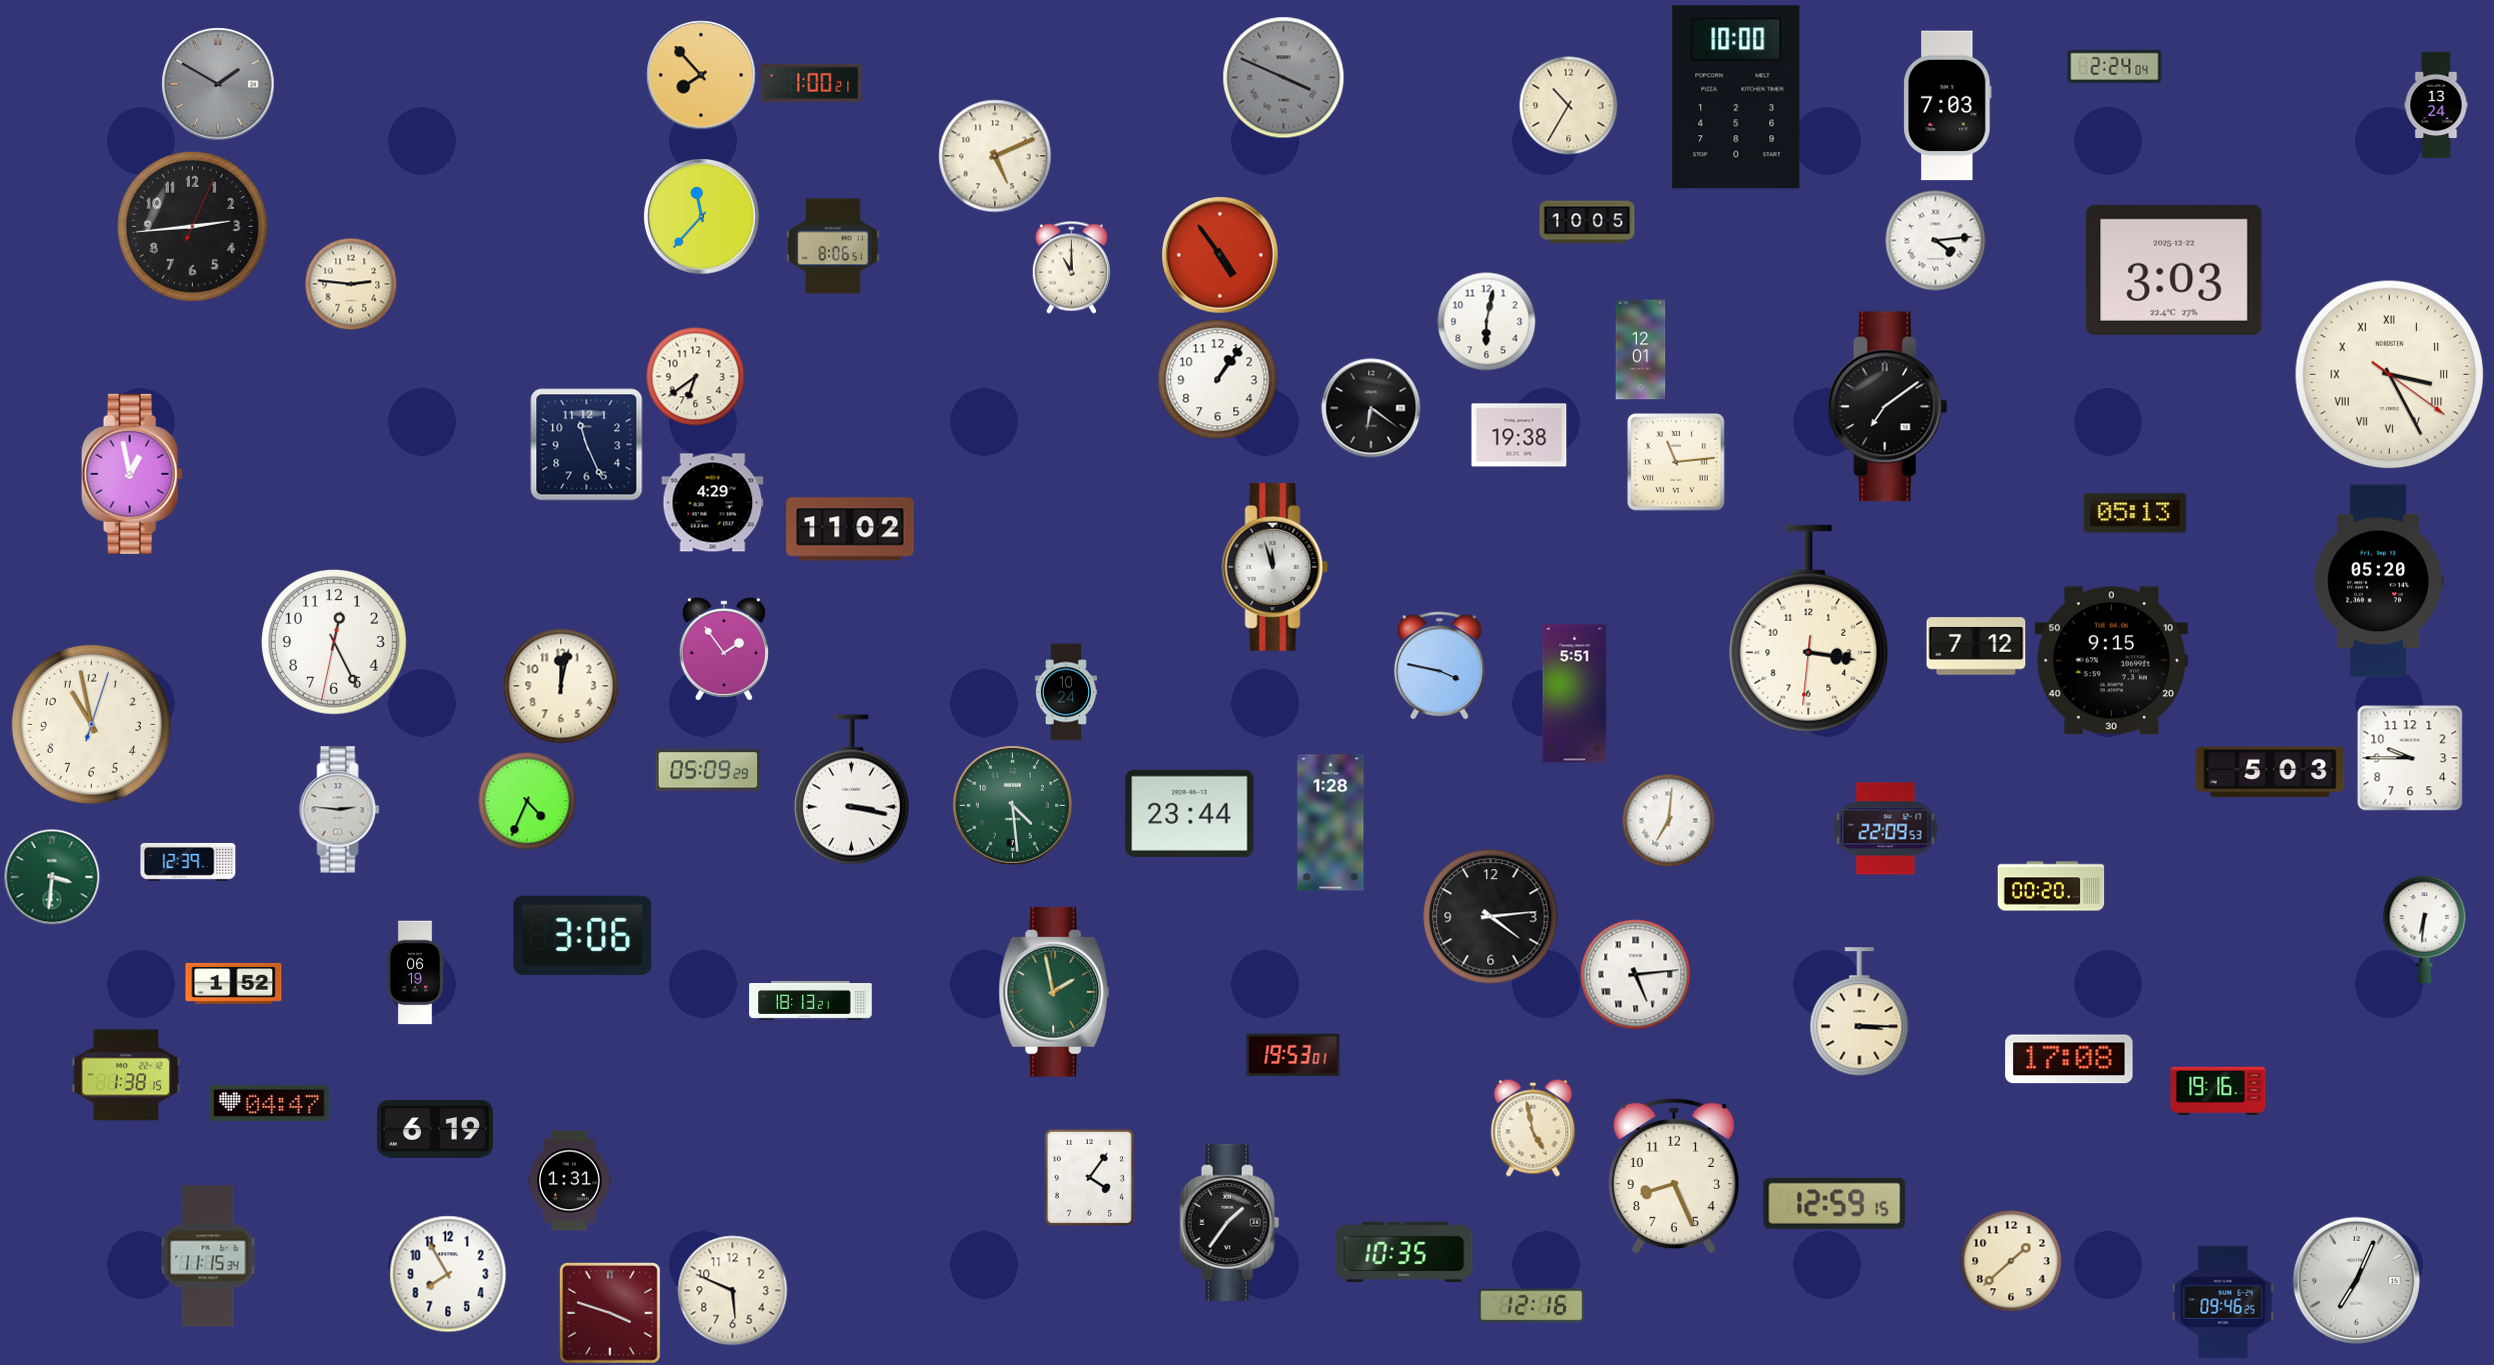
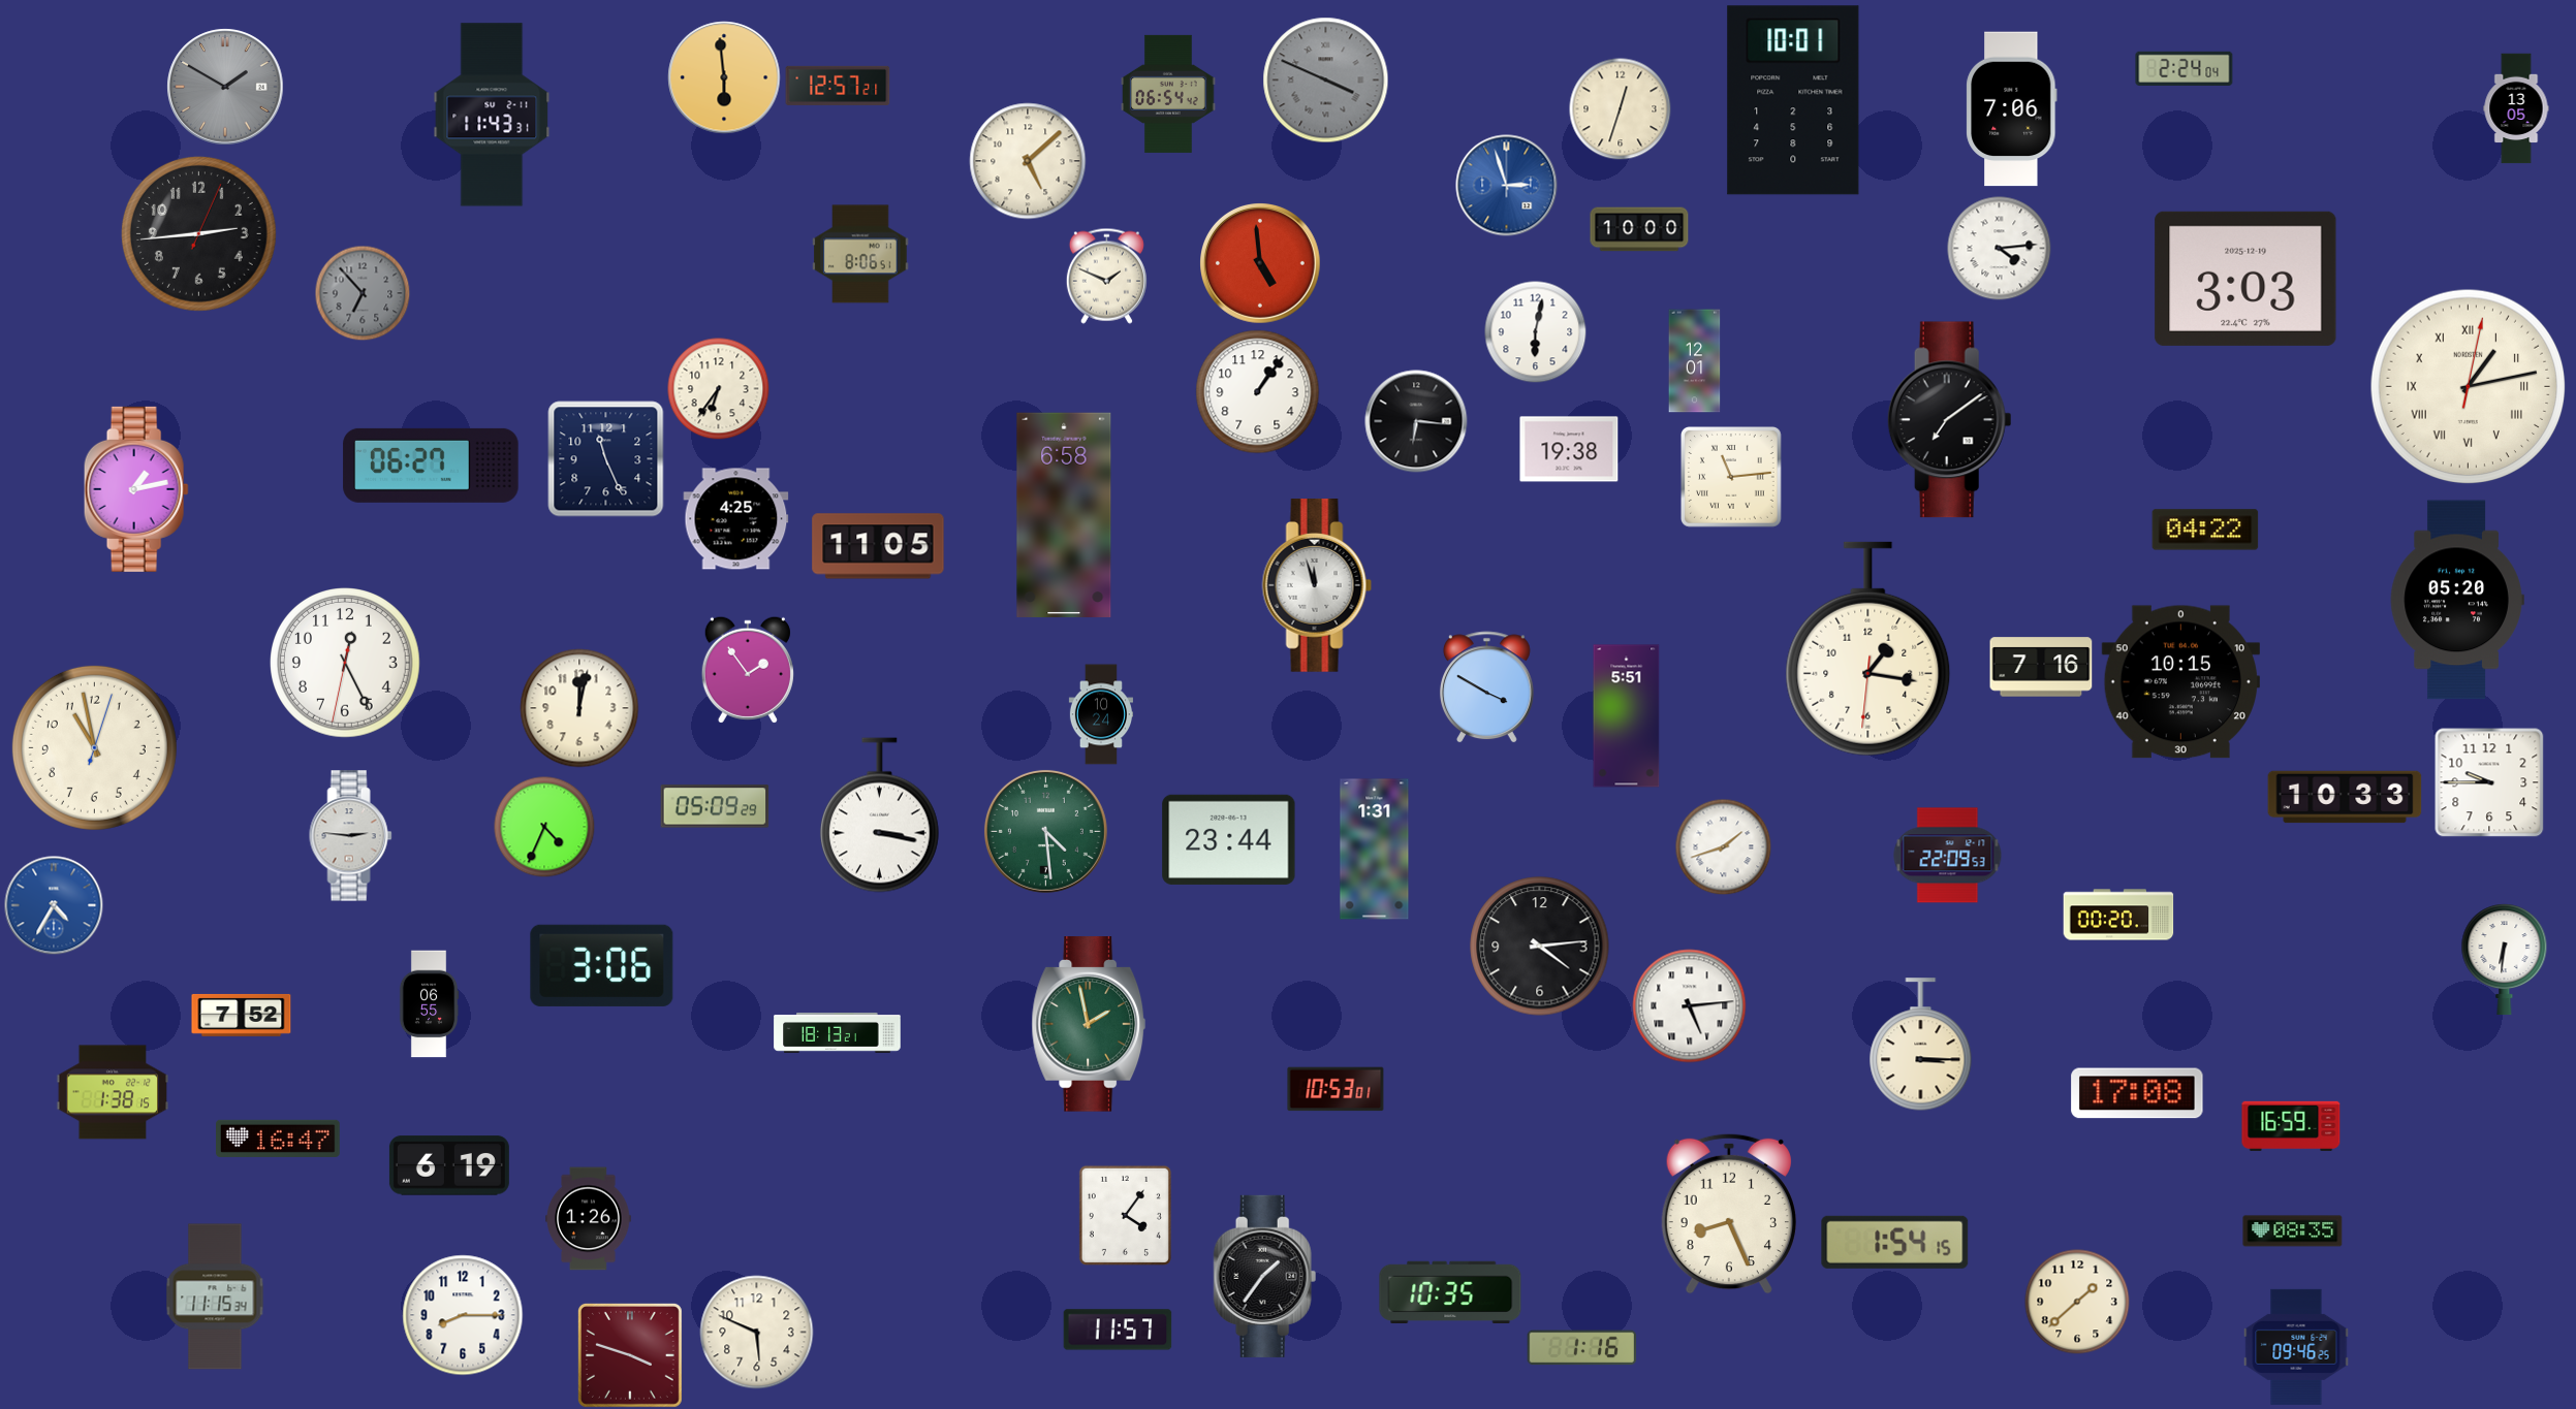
clock at (701, 75): 7:53 -> 5:59
clock at (811, 83): 1:00 -> 12:57
clock at (1168, 94): none -> 06:54
clock at (1736, 97): 10:00 -> 10:01
clock at (2436, 105): 13:24 -> 13:05
clock at (1569, 106): 10:35 -> 12:33
clock at (1948, 106): 7:03 -> 7:06
clock at (492, 115): none -> 11:43
clock at (995, 156): 5:11 -> 5:08
clock at (1507, 186): none -> 2:57
clock at (702, 217): 11:37 -> none
clock at (1587, 222): 10:05 -> 10:00
clock at (1221, 256): 4:54 -> 4:59
clock at (1071, 267): 11:00 -> 1:49
clock at (2174, 270) date: 2025-12-22 -> 2025-12-19
clock at (351, 284): 2:46 -> 6:53
clock at (351, 284) dial: cream -> grey
clock at (2390, 375): 3:25 -> 1:13
clock at (696, 377): 6:39 -> 6:36
clock at (1371, 408): 6:21 -> 6:16
clock at (431, 466): none -> 06:27
clock at (132, 474): 12:58 -> 1:13
clock at (1064, 515): none -> 6:58
clock at (713, 503): 4:29 -> 4:25
clock at (2135, 513): 05:13 -> 04:22
clock at (850, 529): 11:02 -> 11:05
clock at (1809, 629): 3:16 -> 1:16
clock at (1976, 646): 7:12 -> 7:16
clock at (2111, 661): 9:15 -> 10:15
clock at (1439, 666): 3:47 -> 3:50
clock at (708, 770) position: (708, 770) -> (715, 806)
clock at (2270, 772): 5:03 -> 10:33
clock at (1668, 820): 7:01 -> 1:42
clock at (1331, 823): 1:28 -> 1:31
clock at (188, 862): 12:39 -> none
clock at (52, 877): 3:31 -> 4:35
clock at (52, 877) dial: green -> blue
clock at (415, 973): 06:19 -> 06:55
clock at (234, 983): 1:52 -> 7:52
clock at (1293, 1055): 19:53 -> 10:53
clock at (126, 1075) position: (126, 1075) -> (113, 1092)
clock at (2218, 1091): 19:16 -> 16:59
clock at (270, 1103): 04:47 -> 16:47
clock at (1533, 1128): 4:58 -> none
clock at (570, 1181): 1:31 -> 1:26
clock at (2293, 1231): none -> 08:35
clock at (1835, 1203): 12:59 -> 1:54
clock at (1230, 1222) position: (1230, 1222) -> (1265, 1276)
clock at (448, 1274): 7:55 -> 8:15
clock at (2356, 1280): 7:04 -> none
clock at (1118, 1330): none -> 11:57
clock at (2223, 1302) position: (2223, 1302) -> (2296, 1347)
clock at (1532, 1306): 12:16 -> 1:16
